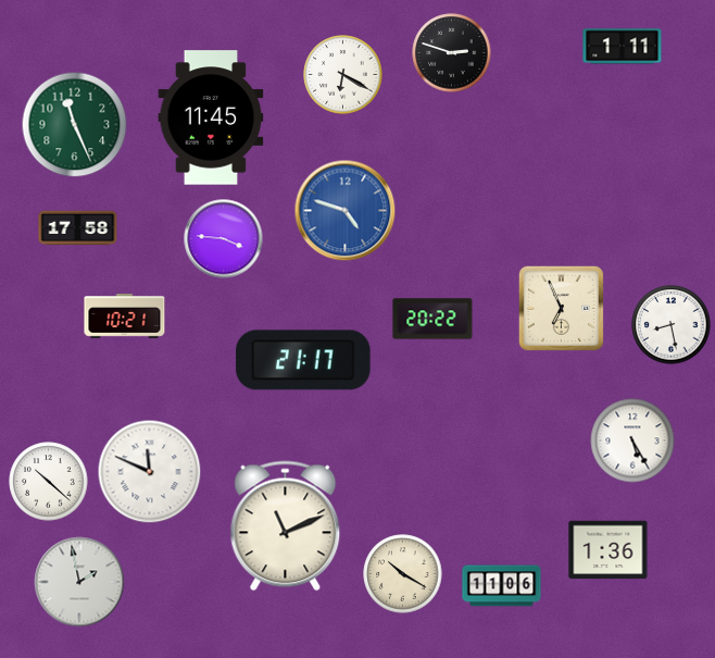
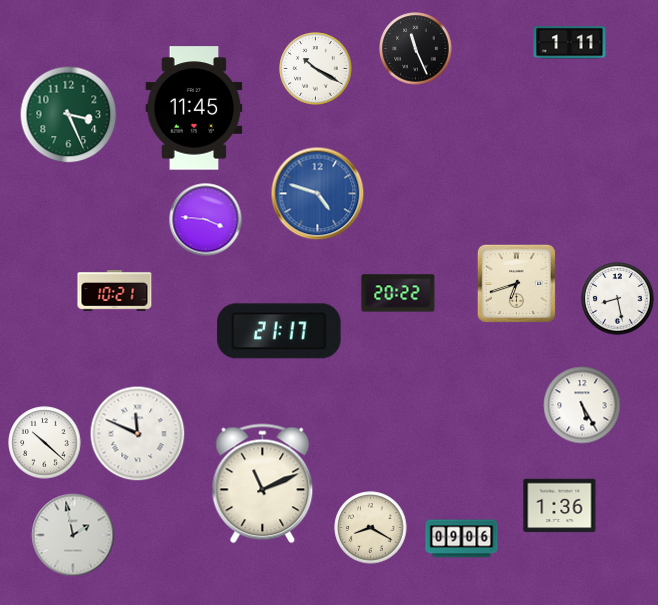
clock at (623, 47) position: (623, 47) -> (570, 43)
clock at (452, 53): 2:48 -> 11:26
clock at (343, 75): 6:20 -> 10:20
clock at (75, 125): 11:26 -> 3:26
clock at (78, 228): 17:58 -> none
clock at (561, 308): 6:56 -> 6:42
clock at (403, 574): 10:20 -> 8:20
clock at (502, 586): 11:06 -> 09:06
